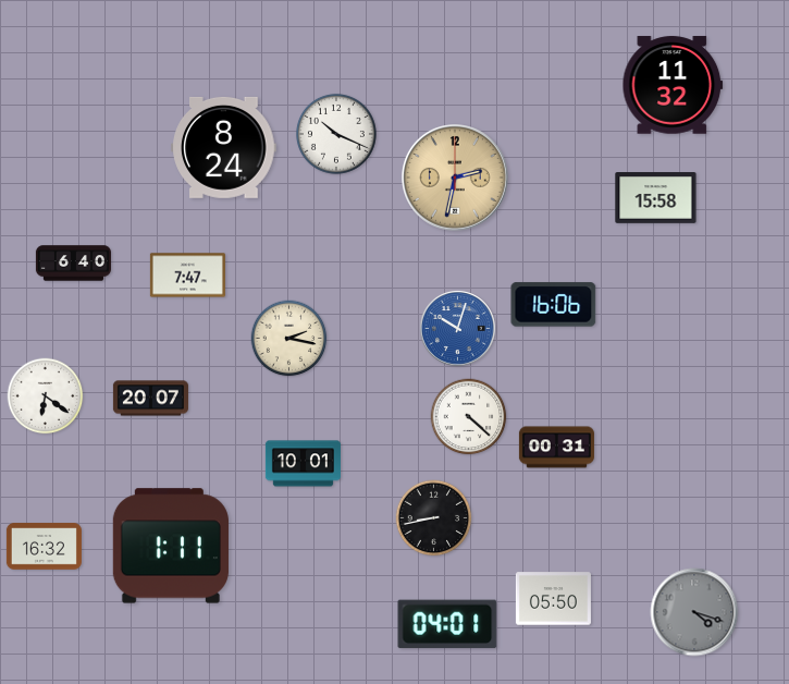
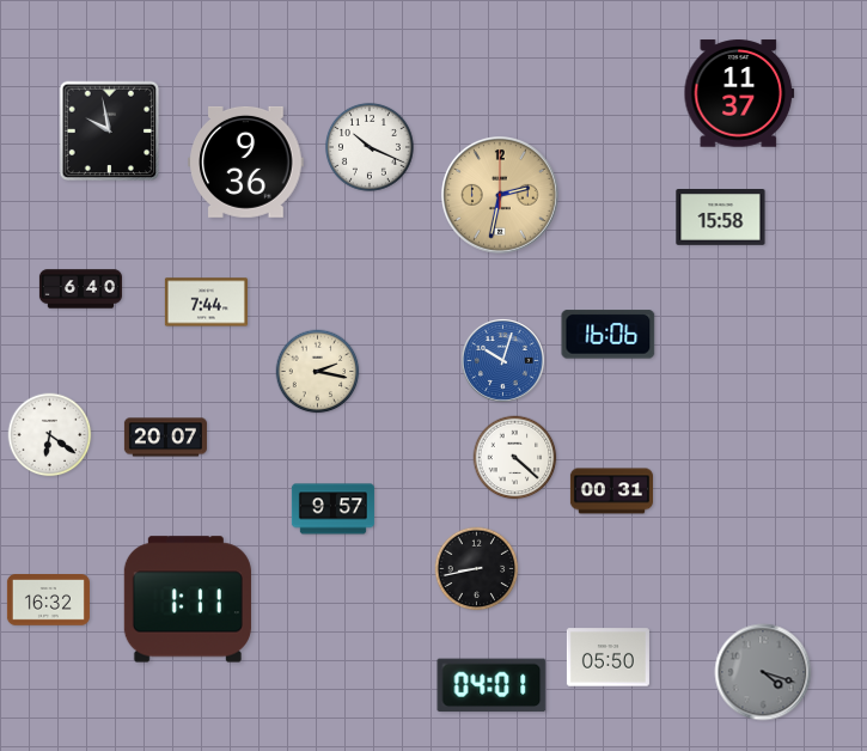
clock at (673, 85): 11:32 -> 11:37
clock at (110, 132): none -> 9:58
clock at (224, 147): 8:24 -> 9:36
clock at (187, 276): 7:47 -> 7:44
clock at (303, 464): 10:01 -> 9:57
